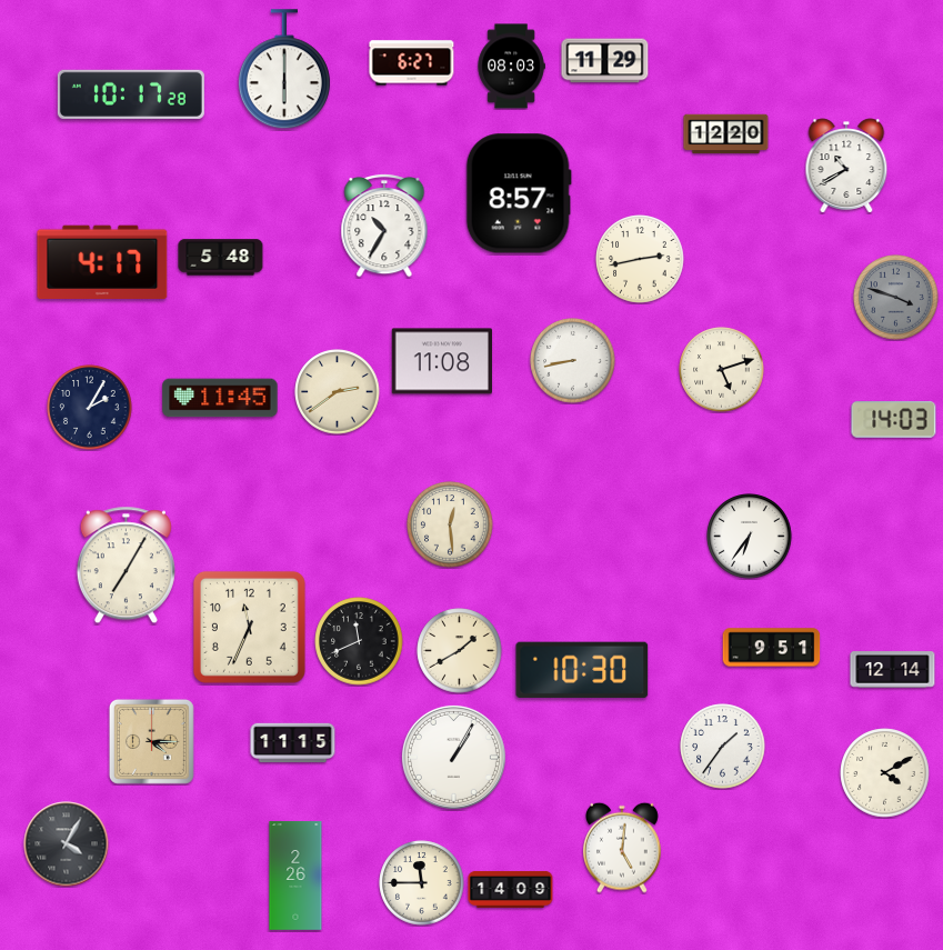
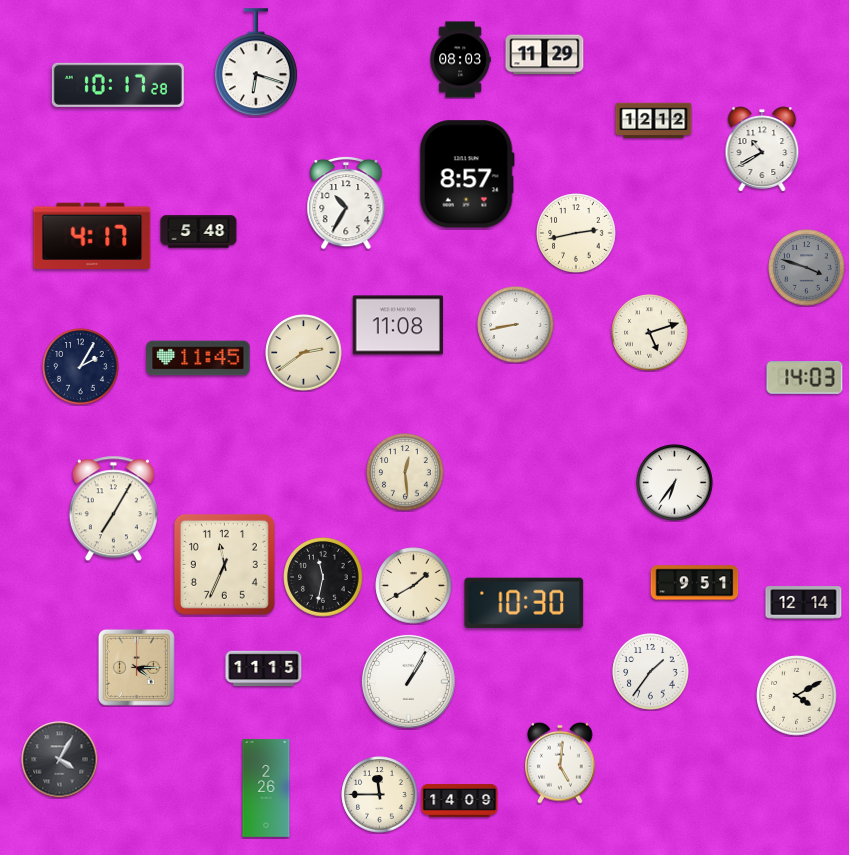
clock at (412, 63): 6:27 -> none
clock at (284, 70): 6:00 -> 6:18
clock at (726, 134): 12:20 -> 12:12
clock at (359, 641): 11:41 -> 11:32
